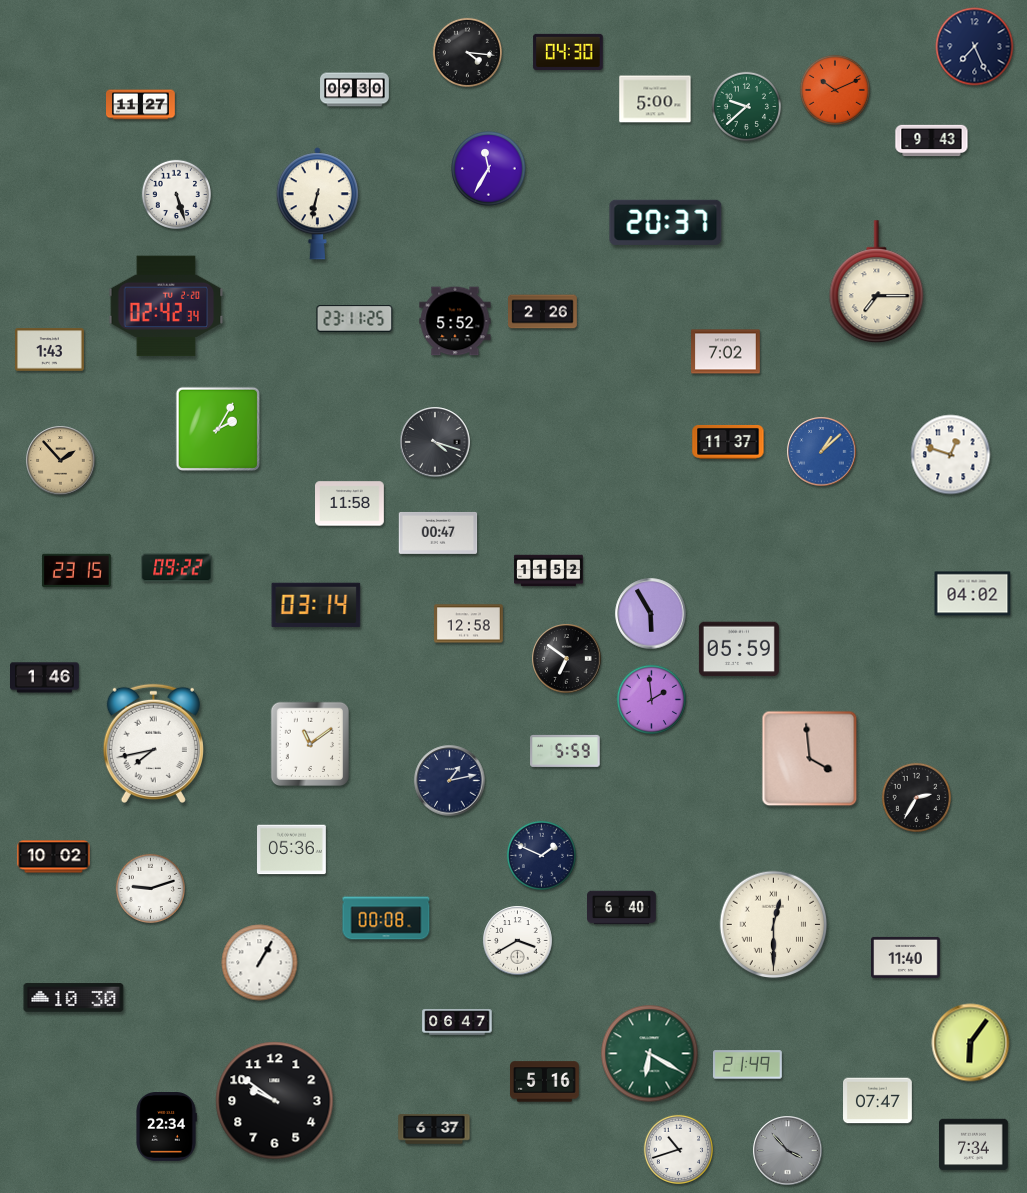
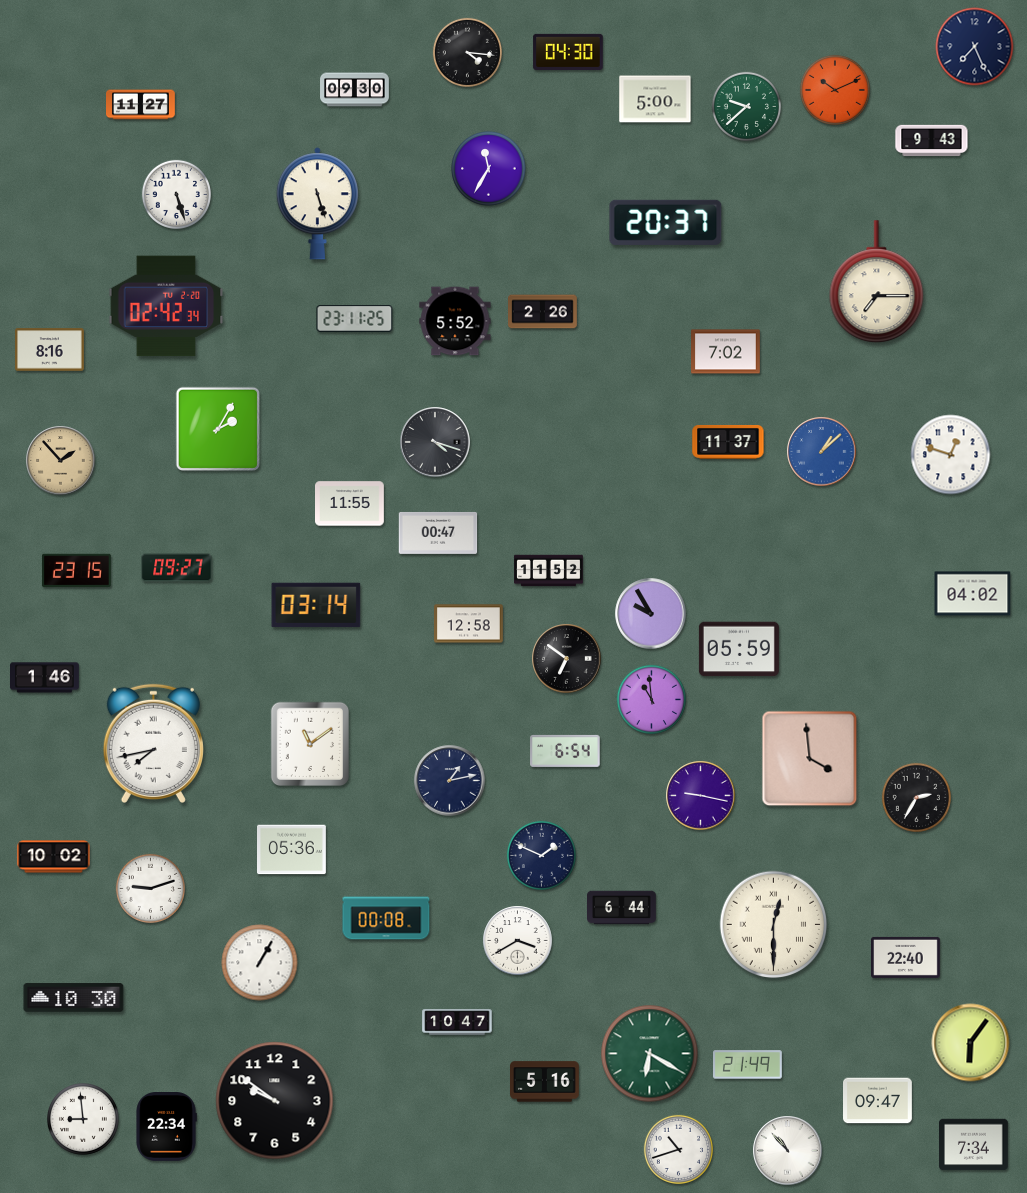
clock at (317, 204): 6:32 -> 5:27
clock at (50, 350): 1:43 -> 8:16
clock at (350, 504): 11:58 -> 11:55
clock at (177, 568): 09:22 -> 09:27
clock at (651, 614): 5:55 -> 9:55
clock at (651, 699): 1:59 -> 10:59
clock at (565, 751): 5:59 -> 6:54
clock at (701, 796): none -> 9:17
clock at (622, 908): 6:40 -> 6:44
clock at (906, 957): 11:40 -> 22:40
clock at (457, 1022): 06:47 -> 10:47
clock at (878, 1101): 07:47 -> 09:47
clock at (84, 1120): none -> 8:59
clock at (434, 1129): 6:37 -> none
clock at (788, 1151): 3:53 -> 10:53
clock at (788, 1151) dial: grey -> white
